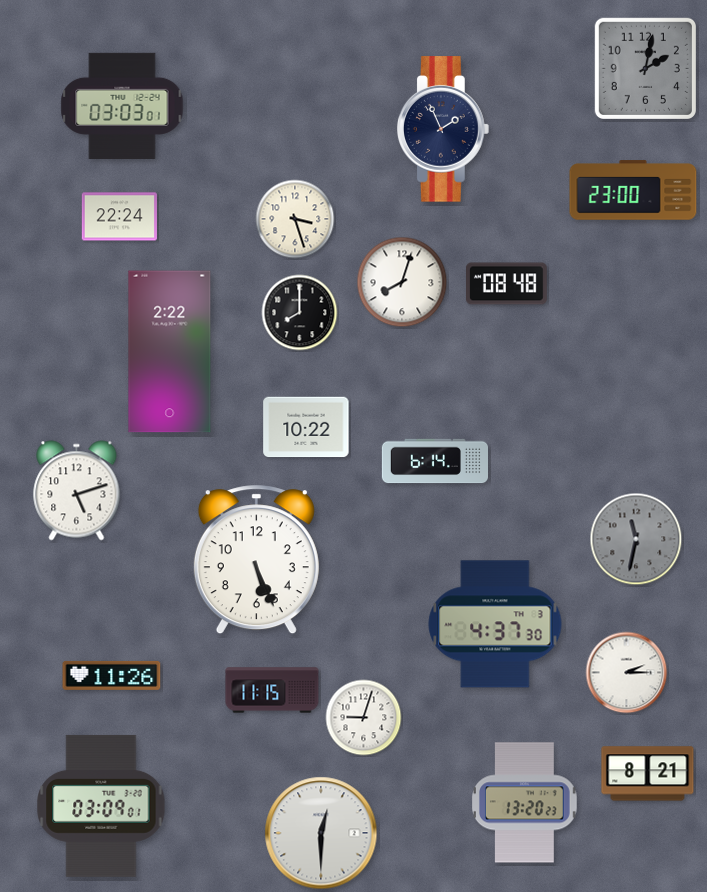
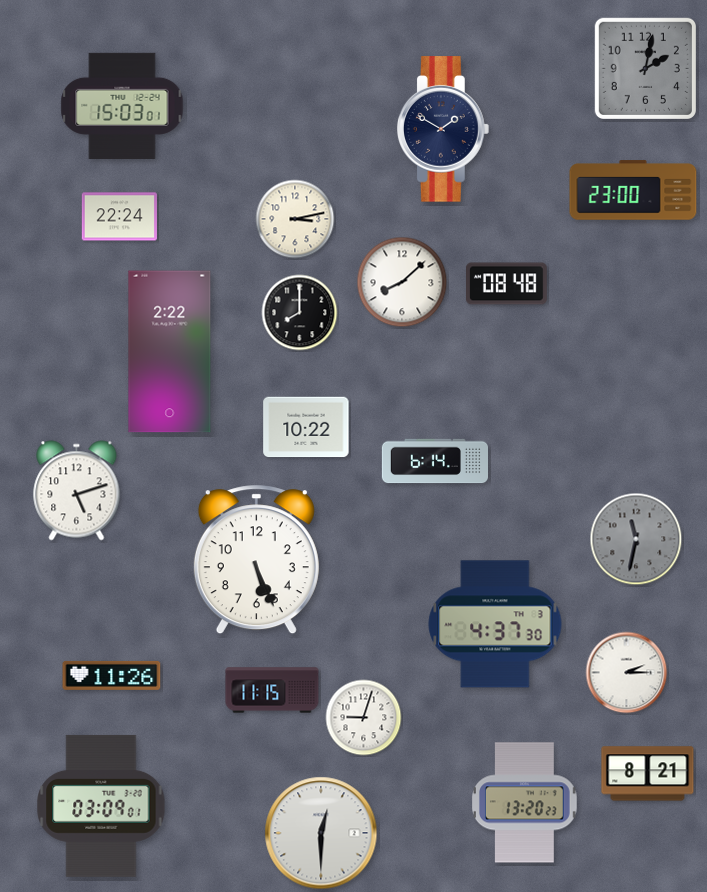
clock at (122, 106): 03:03 -> 15:03
clock at (444, 129): 1:56 -> 1:50
clock at (295, 219): 3:27 -> 3:13
clock at (402, 282): 8:03 -> 8:08
